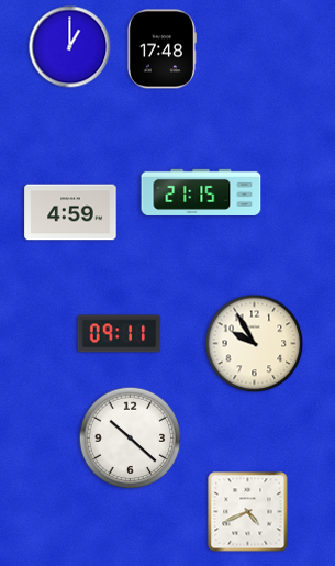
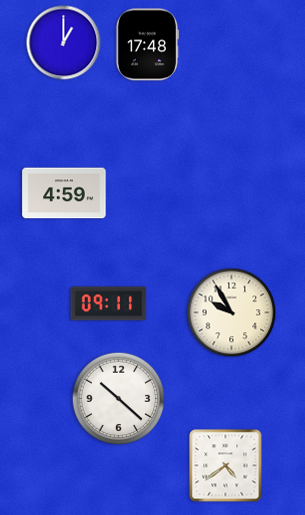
clock at (201, 192): 21:15 -> none
clock at (248, 512): 4:41 -> 4:39
